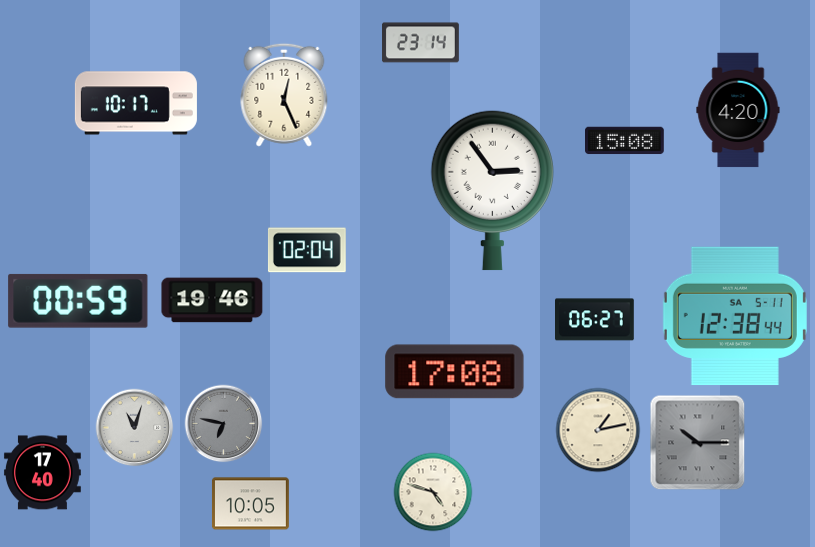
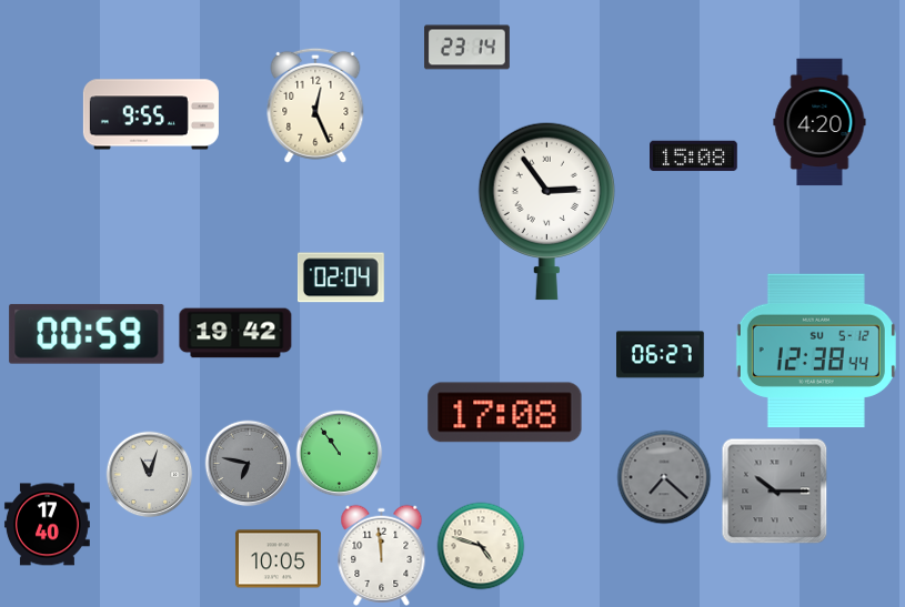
clock at (136, 103): 10:17 -> 9:55
clock at (212, 300): 19:46 -> 19:42
clock at (735, 316) date: SA 5-11 -> SU 5-12
clock at (339, 453): none -> 10:54
clock at (223, 423) position: (223, 423) -> (248, 463)
clock at (598, 430): 1:13 -> 7:22
clock at (598, 430) dial: cream -> grey
clock at (382, 555): none -> 11:59
